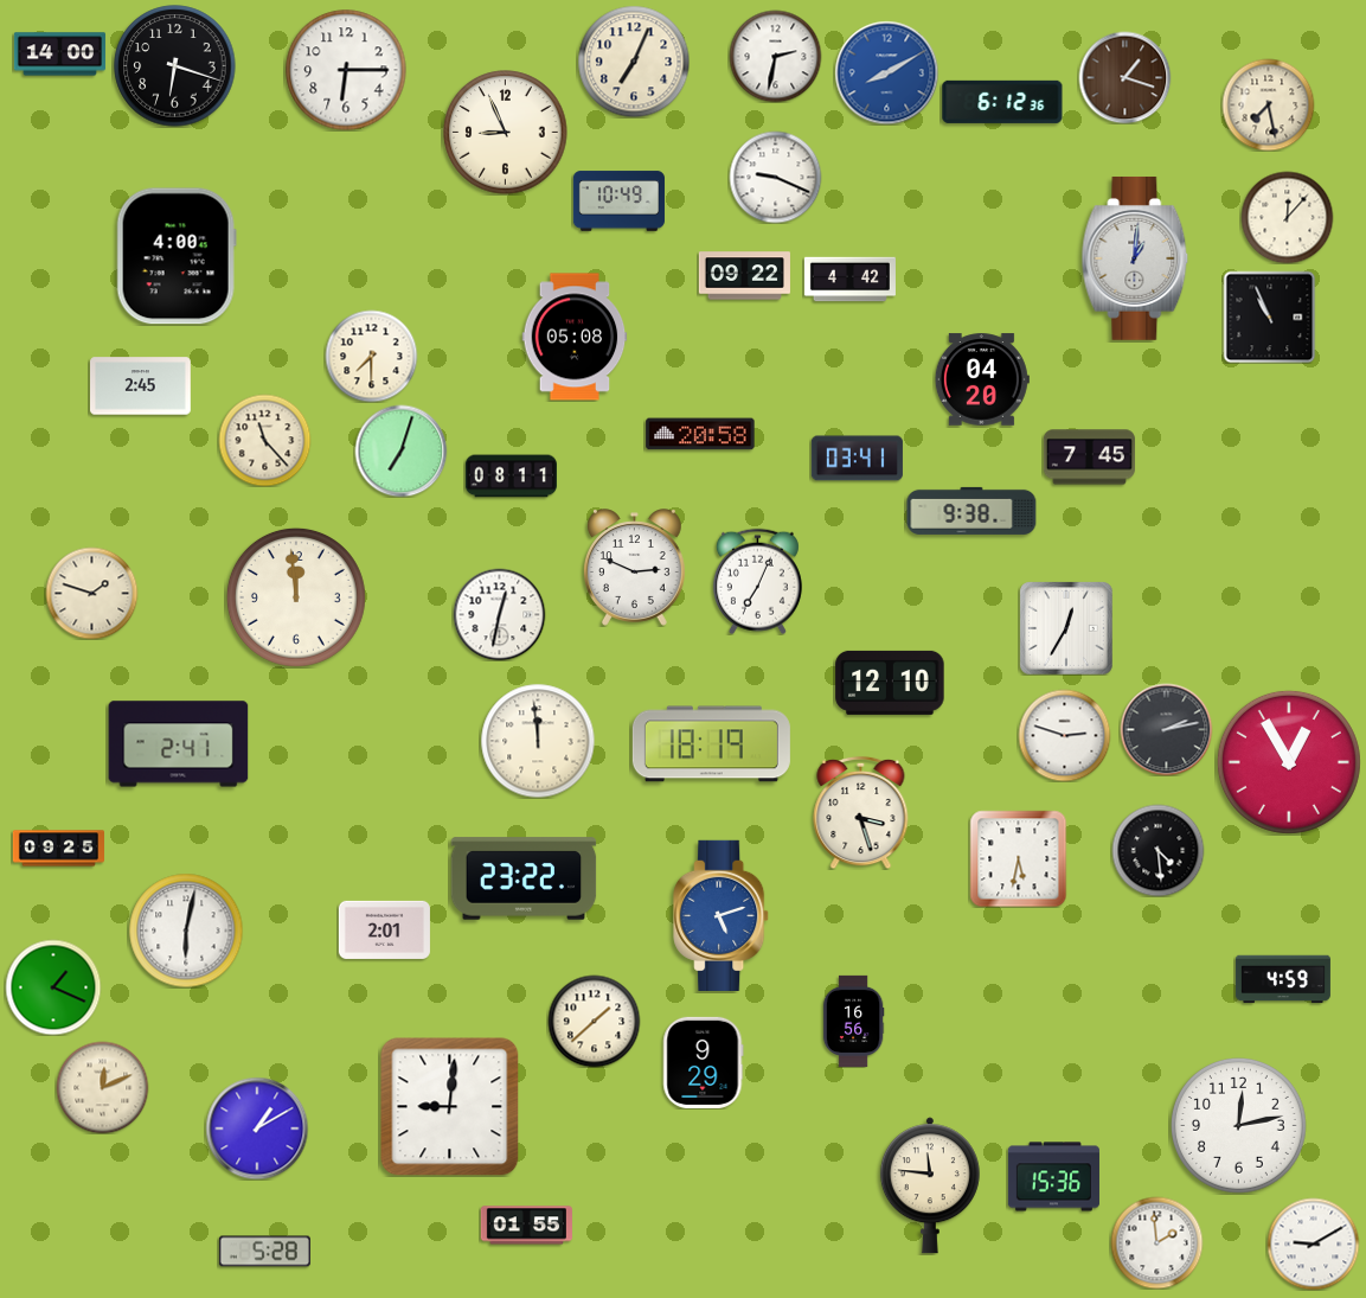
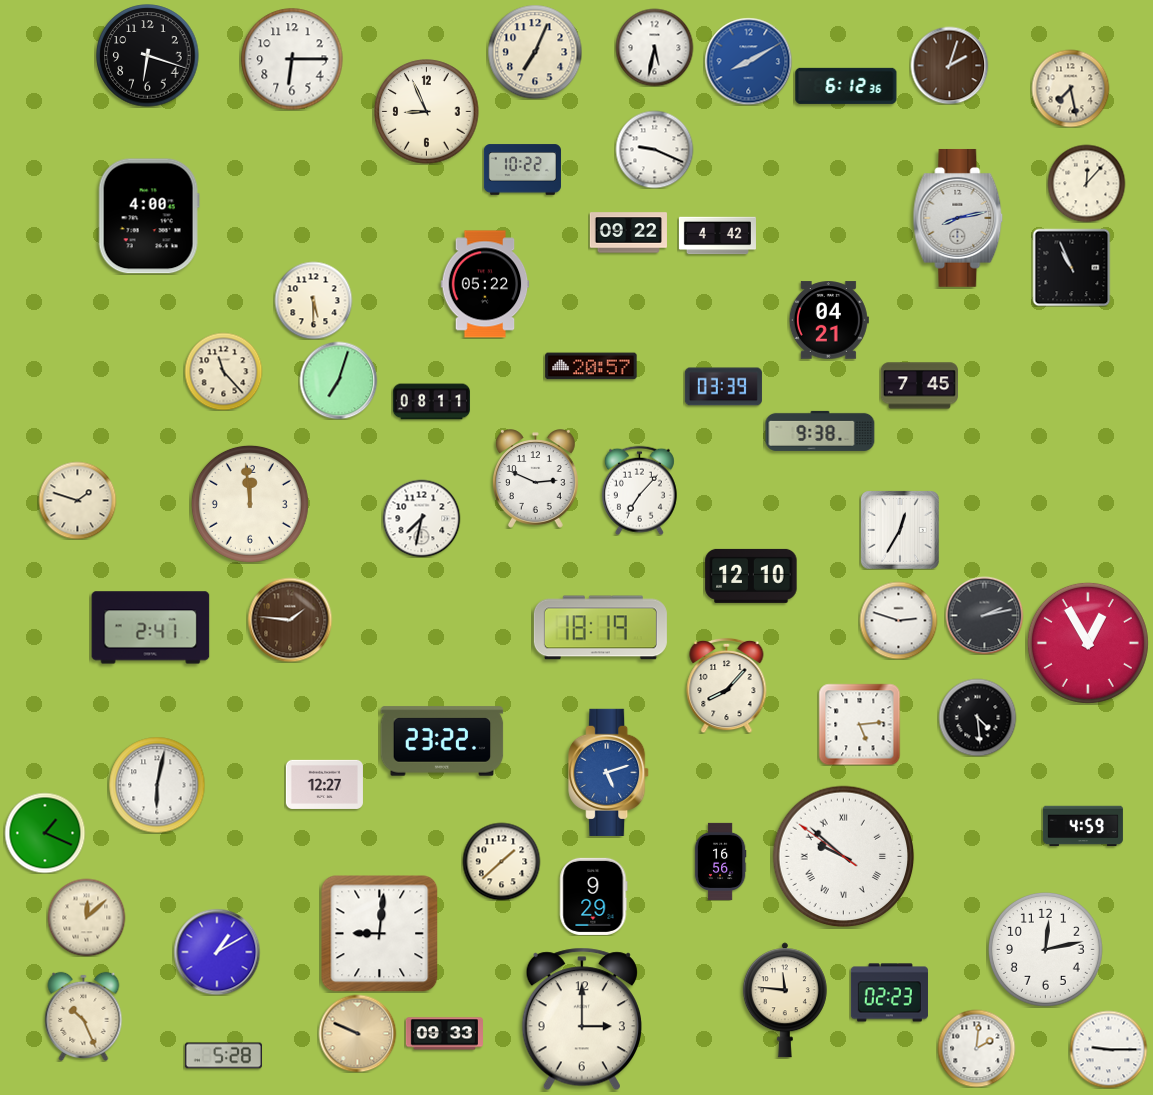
clock at (59, 55): 14:00 -> none
clock at (775, 56): 2:32 -> 5:32
clock at (1124, 77): 1:18 -> 2:03
clock at (618, 202): 10:49 -> 10:22
clock at (1135, 258): 1:01 -> 8:13
clock at (575, 337): 05:08 -> 05:22
clock at (371, 356): 7:30 -> 5:30
clock at (982, 379): 04:20 -> 04:21
clock at (141, 386): 2:45 -> none
clock at (700, 434): 20:58 -> 20:57
clock at (857, 459): 03:41 -> 03:39
clock at (757, 581): 7:04 -> 7:07
clock at (499, 614): 12:32 -> 7:32
clock at (290, 620): none -> 1:46
clock at (538, 741): 11:59 -> none
clock at (861, 812): 3:27 -> 8:07
clock at (58, 849): 09:25 -> none
clock at (1018, 858): 5:32 -> 5:14
clock at (384, 929): 2:01 -> 12:27
clock at (844, 857): none -> 9:51
clock at (102, 1087): 12:11 -> 12:08
clock at (1053, 1177): 15:36 -> 02:23
clock at (84, 1016): none -> 10:26
clock at (582, 1019): none -> 3:00
clock at (357, 1033): none -> 9:49
clock at (526, 1226): 01:55 -> 09:33
clock at (1156, 1242): 1:59 -> 2:01
clock at (1313, 1243): 9:10 -> 9:15
